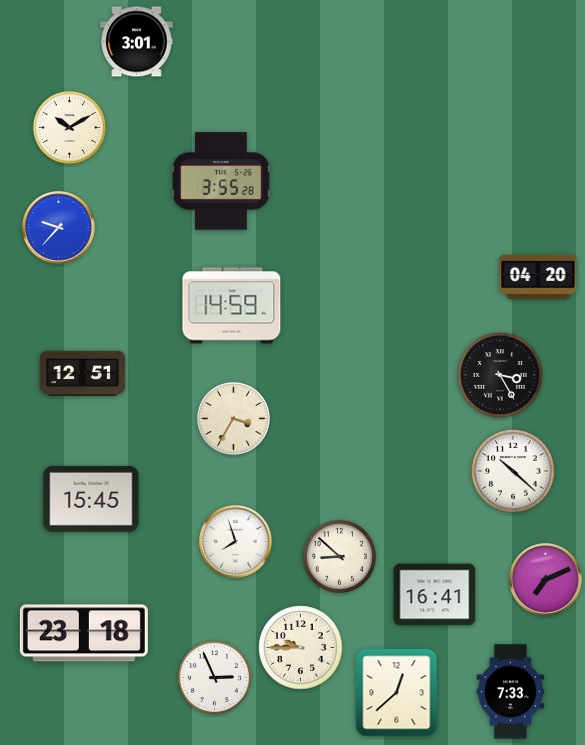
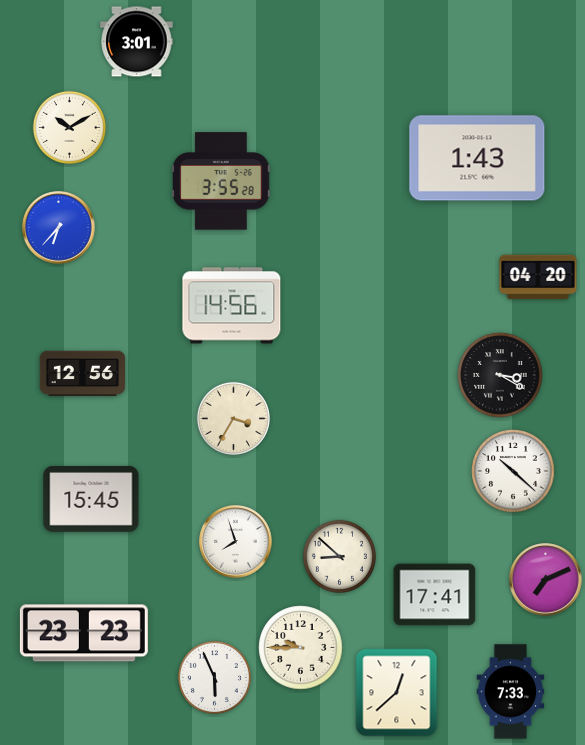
clock at (477, 158): none -> 1:43
clock at (59, 228): 9:37 -> 6:37
clock at (232, 306): 14:59 -> 14:56
clock at (83, 374): 12:51 -> 12:56
clock at (500, 375): 3:25 -> 3:20
clock at (435, 595): 16:41 -> 17:41
clock at (84, 633): 23:18 -> 23:23
clock at (214, 677): 2:56 -> 5:56
